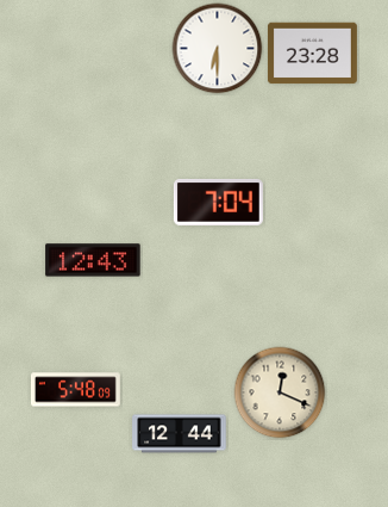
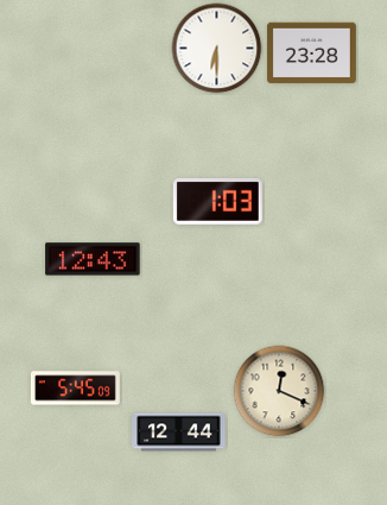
clock at (218, 202): 7:04 -> 1:03
clock at (75, 390): 5:48 -> 5:45
